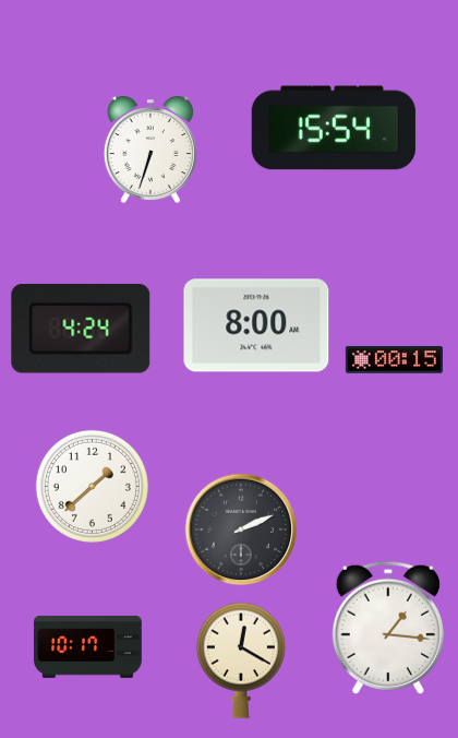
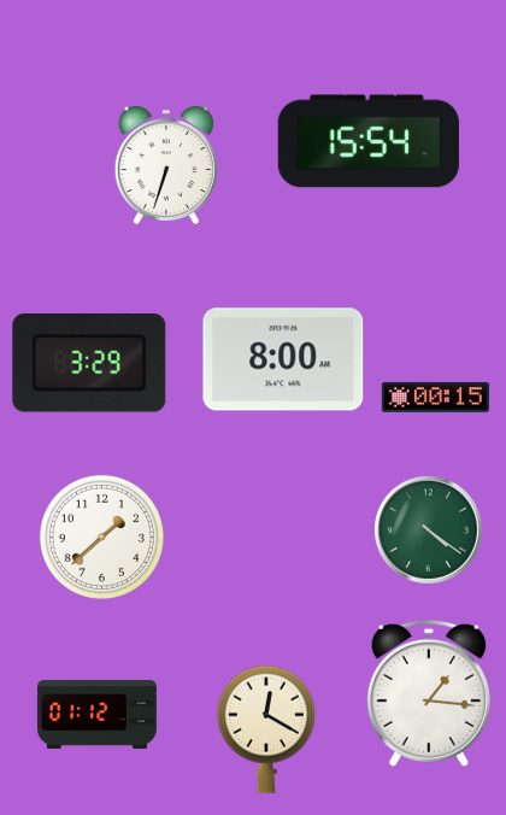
clock at (81, 329): 4:24 -> 3:29
clock at (428, 529): none -> 4:21
clock at (241, 529): 2:11 -> none
clock at (88, 646): 10:17 -> 01:12
